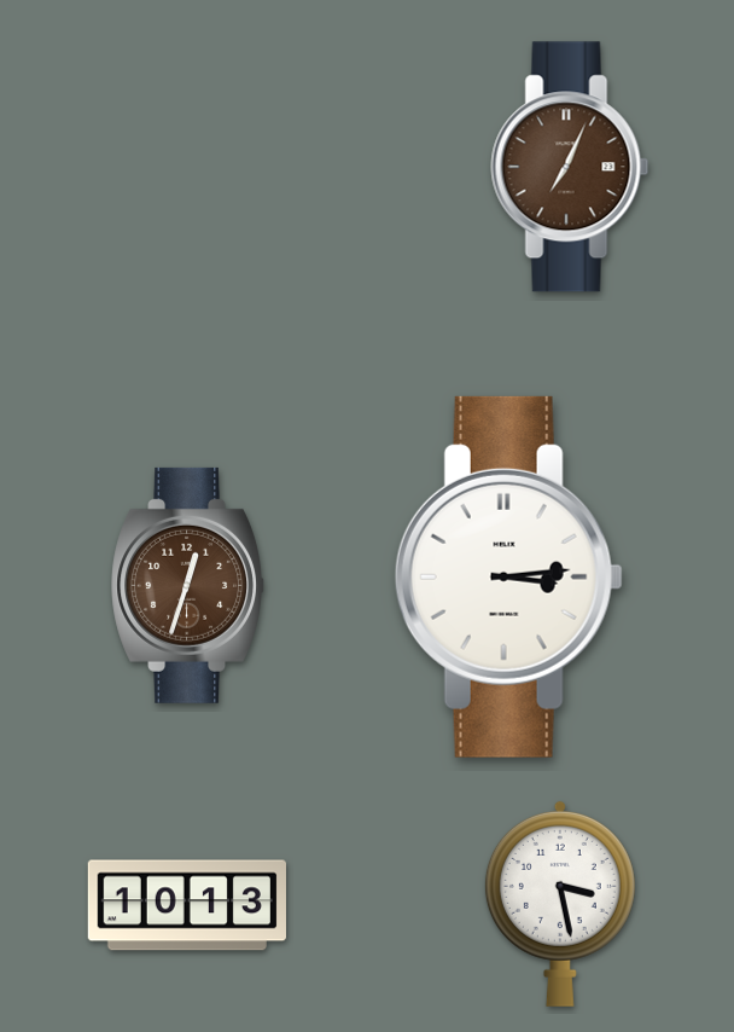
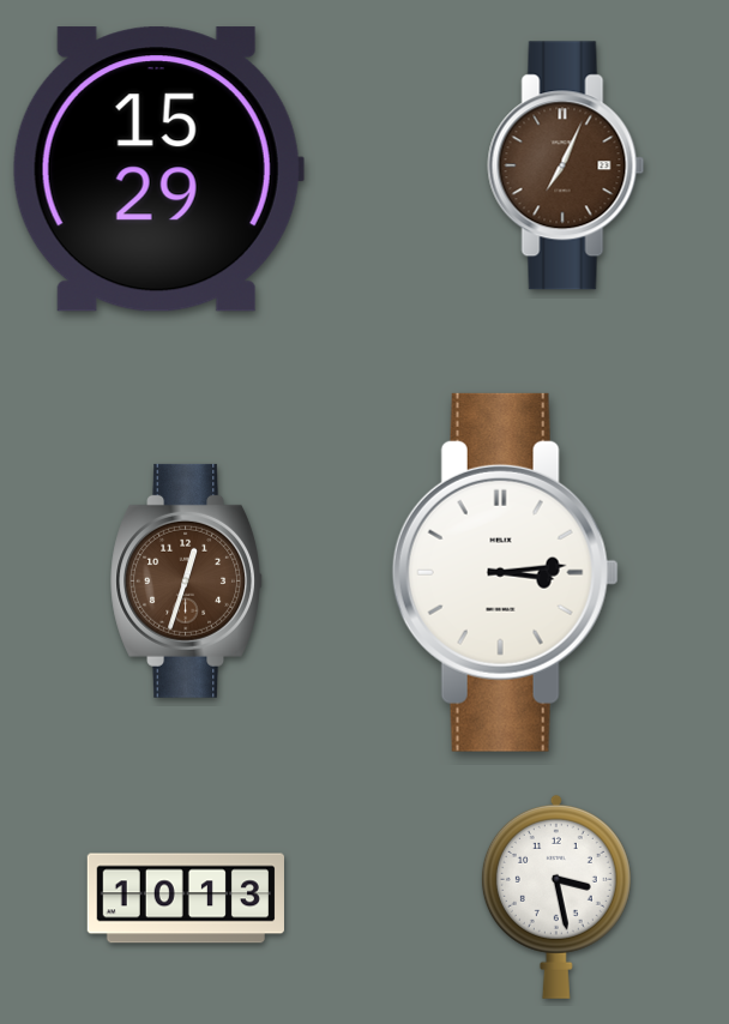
clock at (158, 169): none -> 15:29
